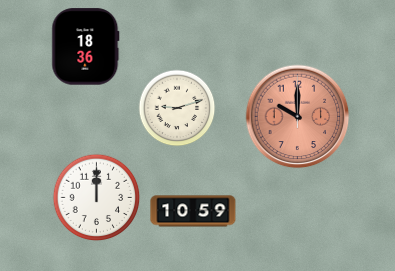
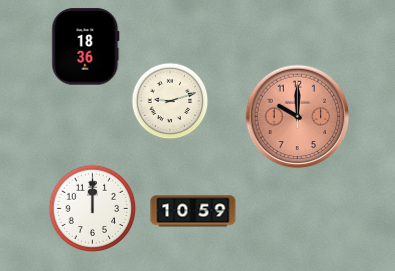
clock at (177, 108) position: (177, 108) -> (170, 101)
clock at (97, 198) position: (97, 198) -> (93, 209)
